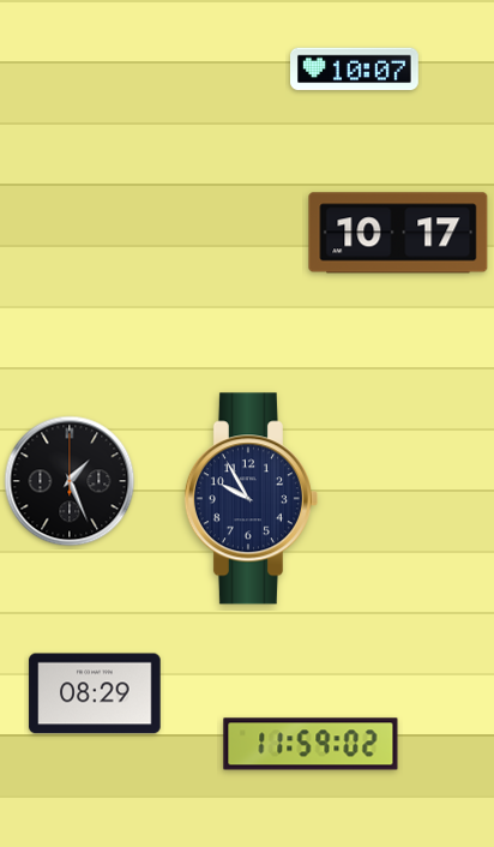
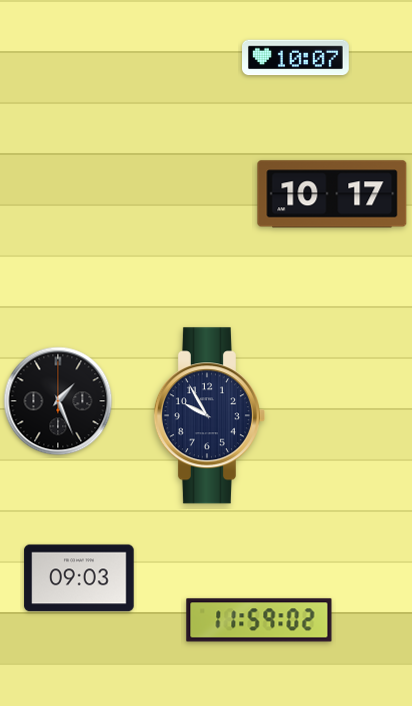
clock at (95, 693): 08:29 -> 09:03
